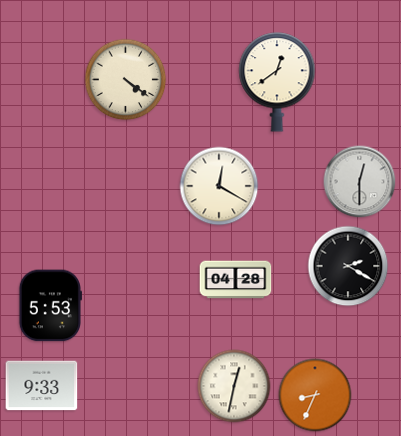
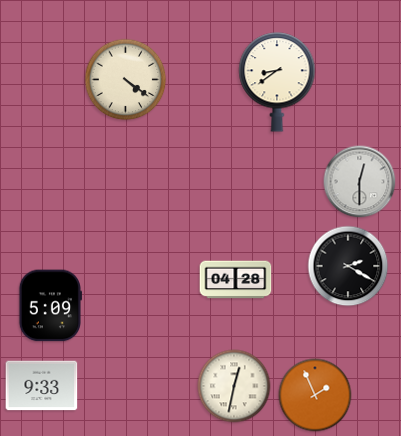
clock at (277, 82): 12:39 -> 8:39
clock at (219, 186): 12:20 -> none
clock at (49, 306): 5:53 -> 5:09
clock at (315, 395): 8:34 -> 1:56
